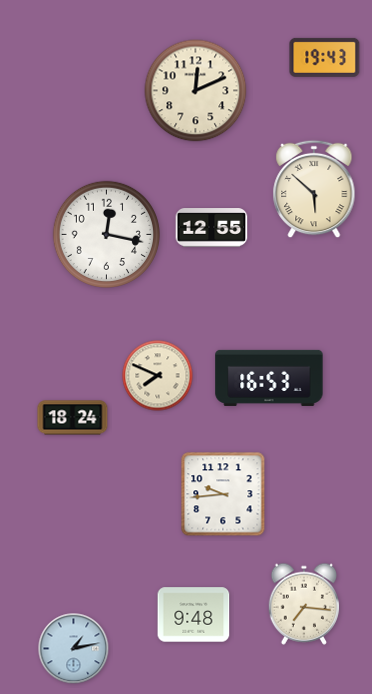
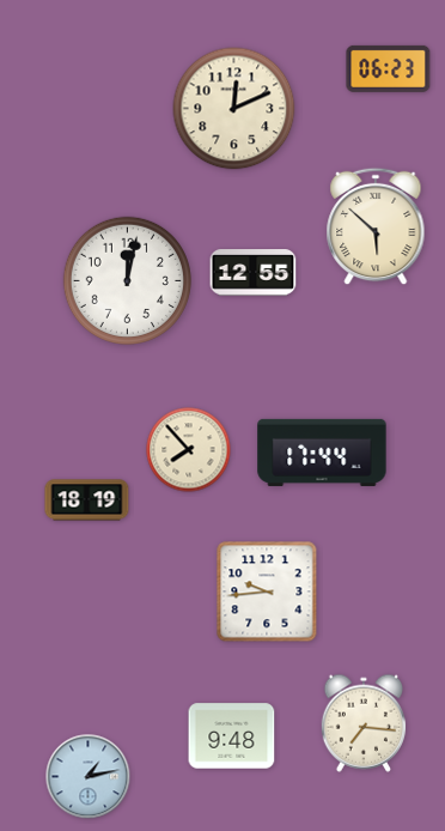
clock at (325, 57): 19:43 -> 06:23
clock at (106, 234): 12:17 -> 12:02
clock at (158, 376): 7:49 -> 7:53
clock at (269, 378): 16:53 -> 17:44
clock at (73, 418): 18:24 -> 18:19
